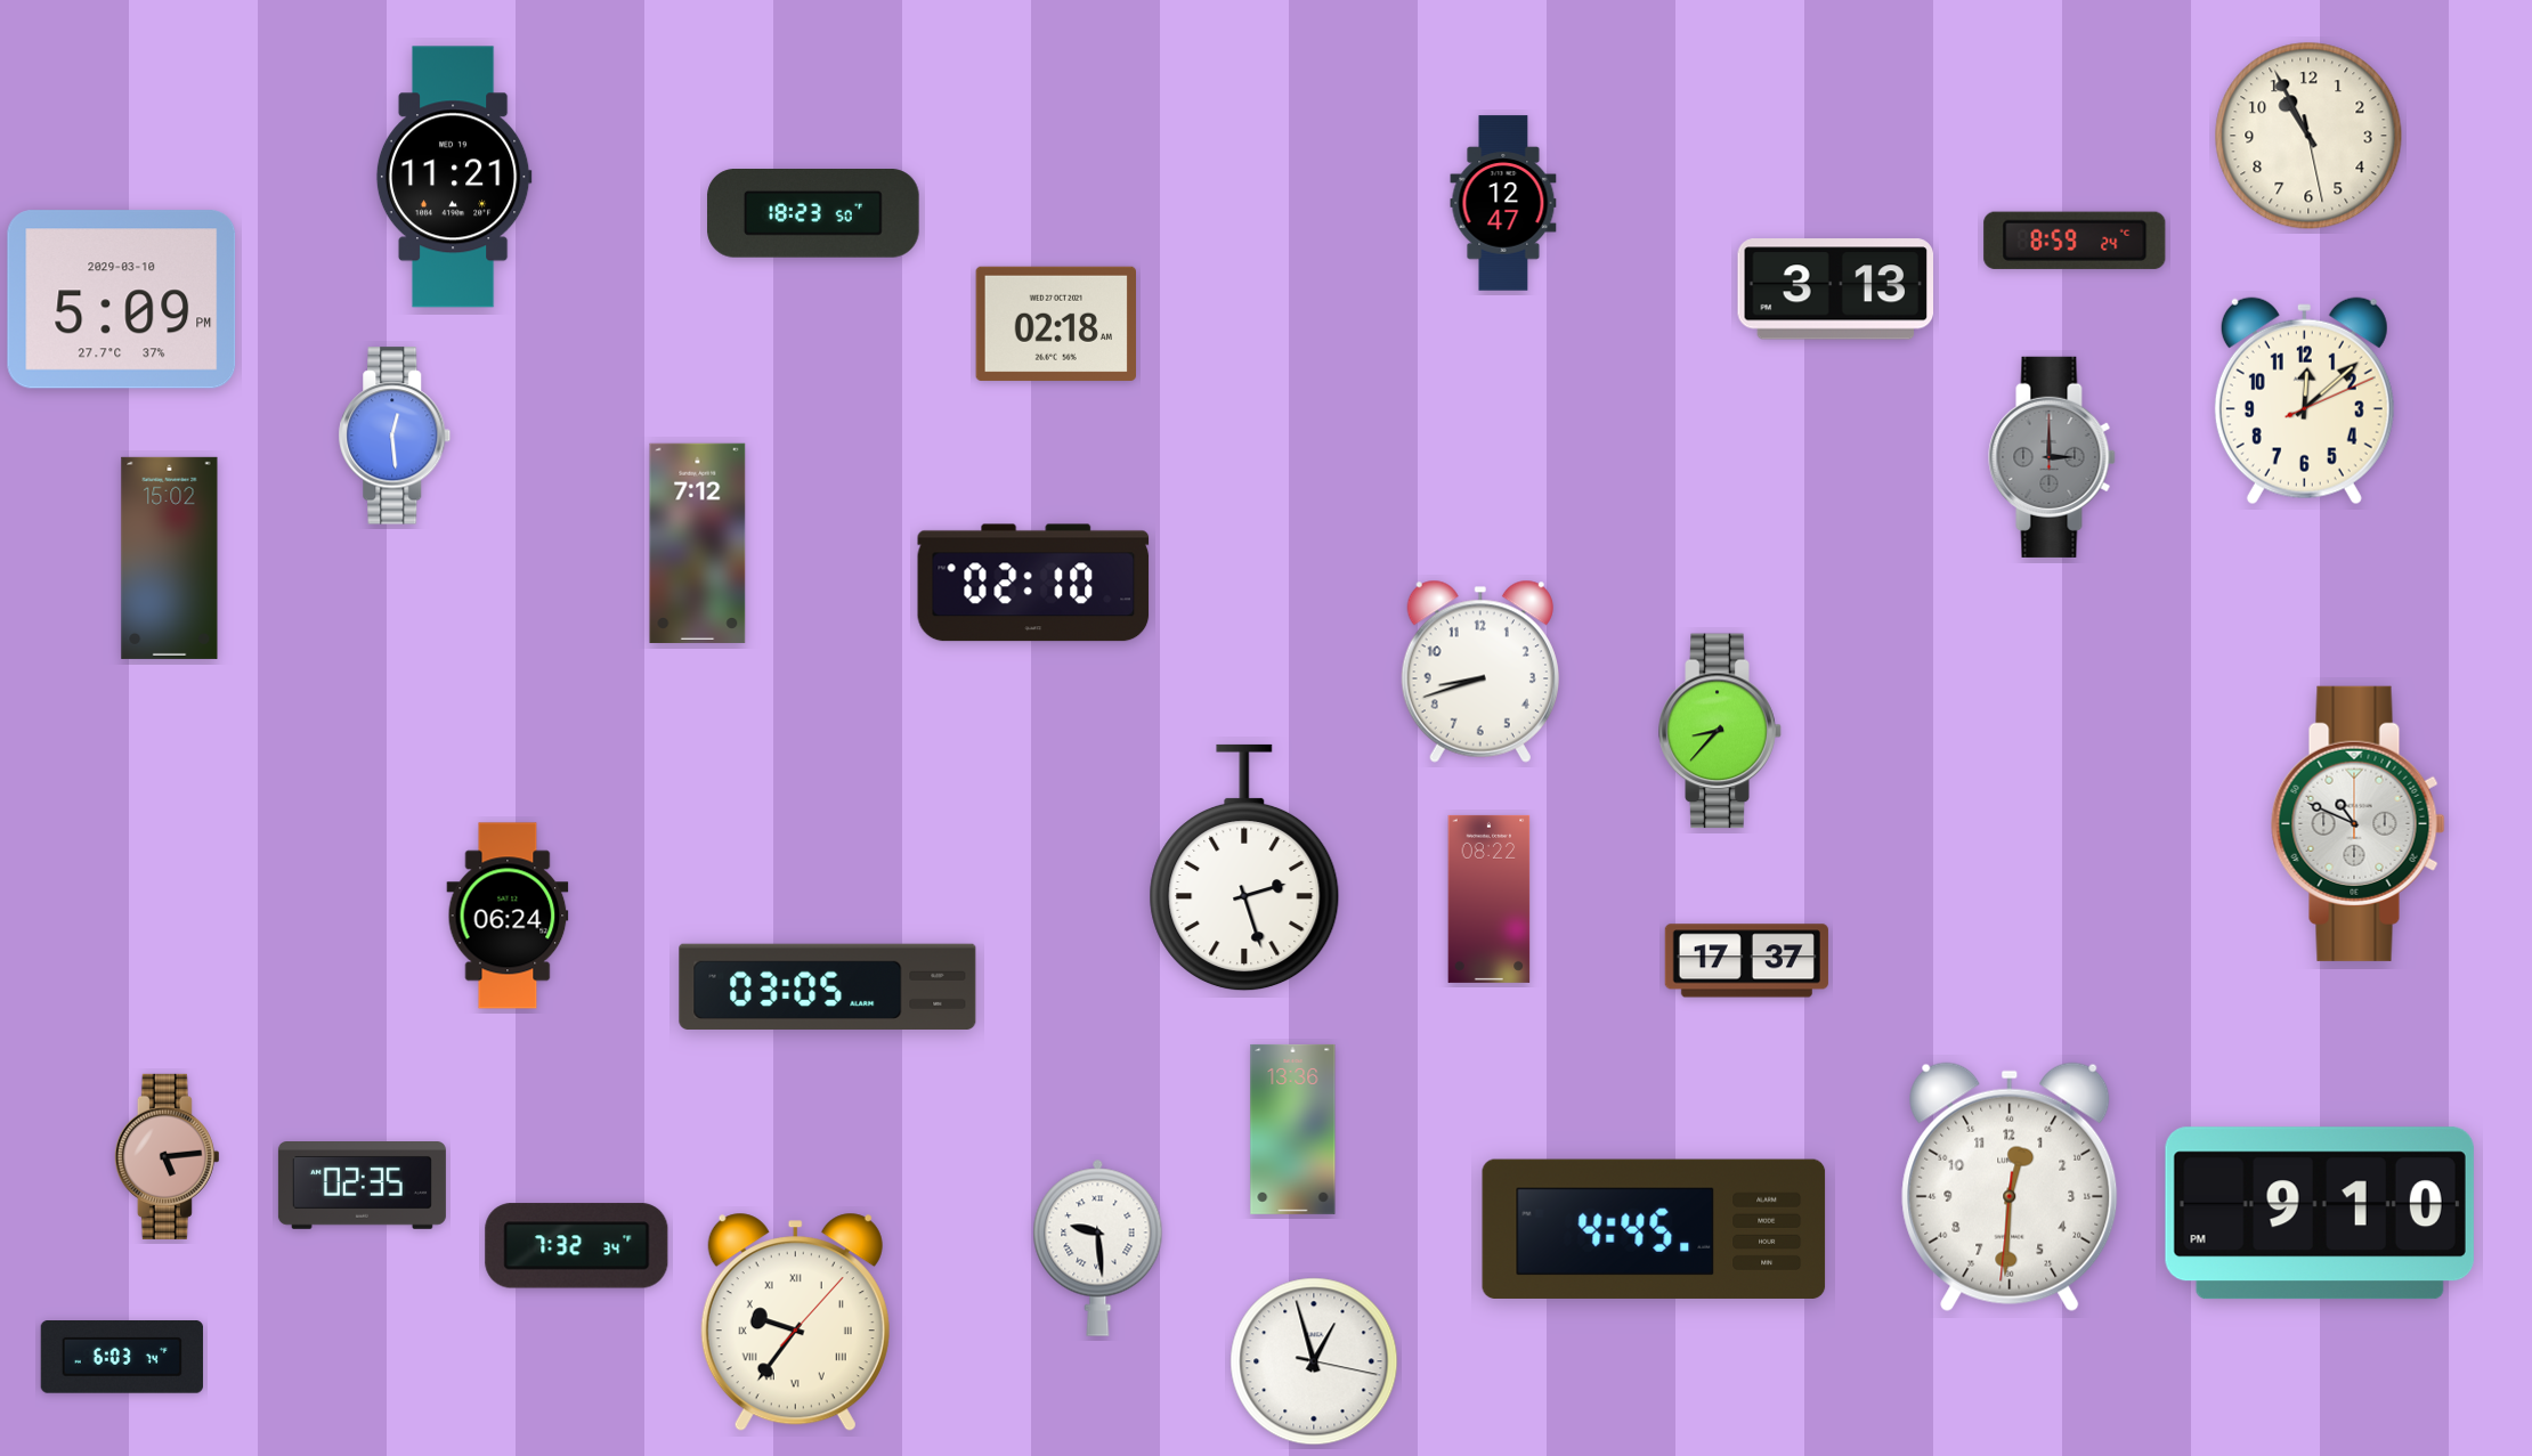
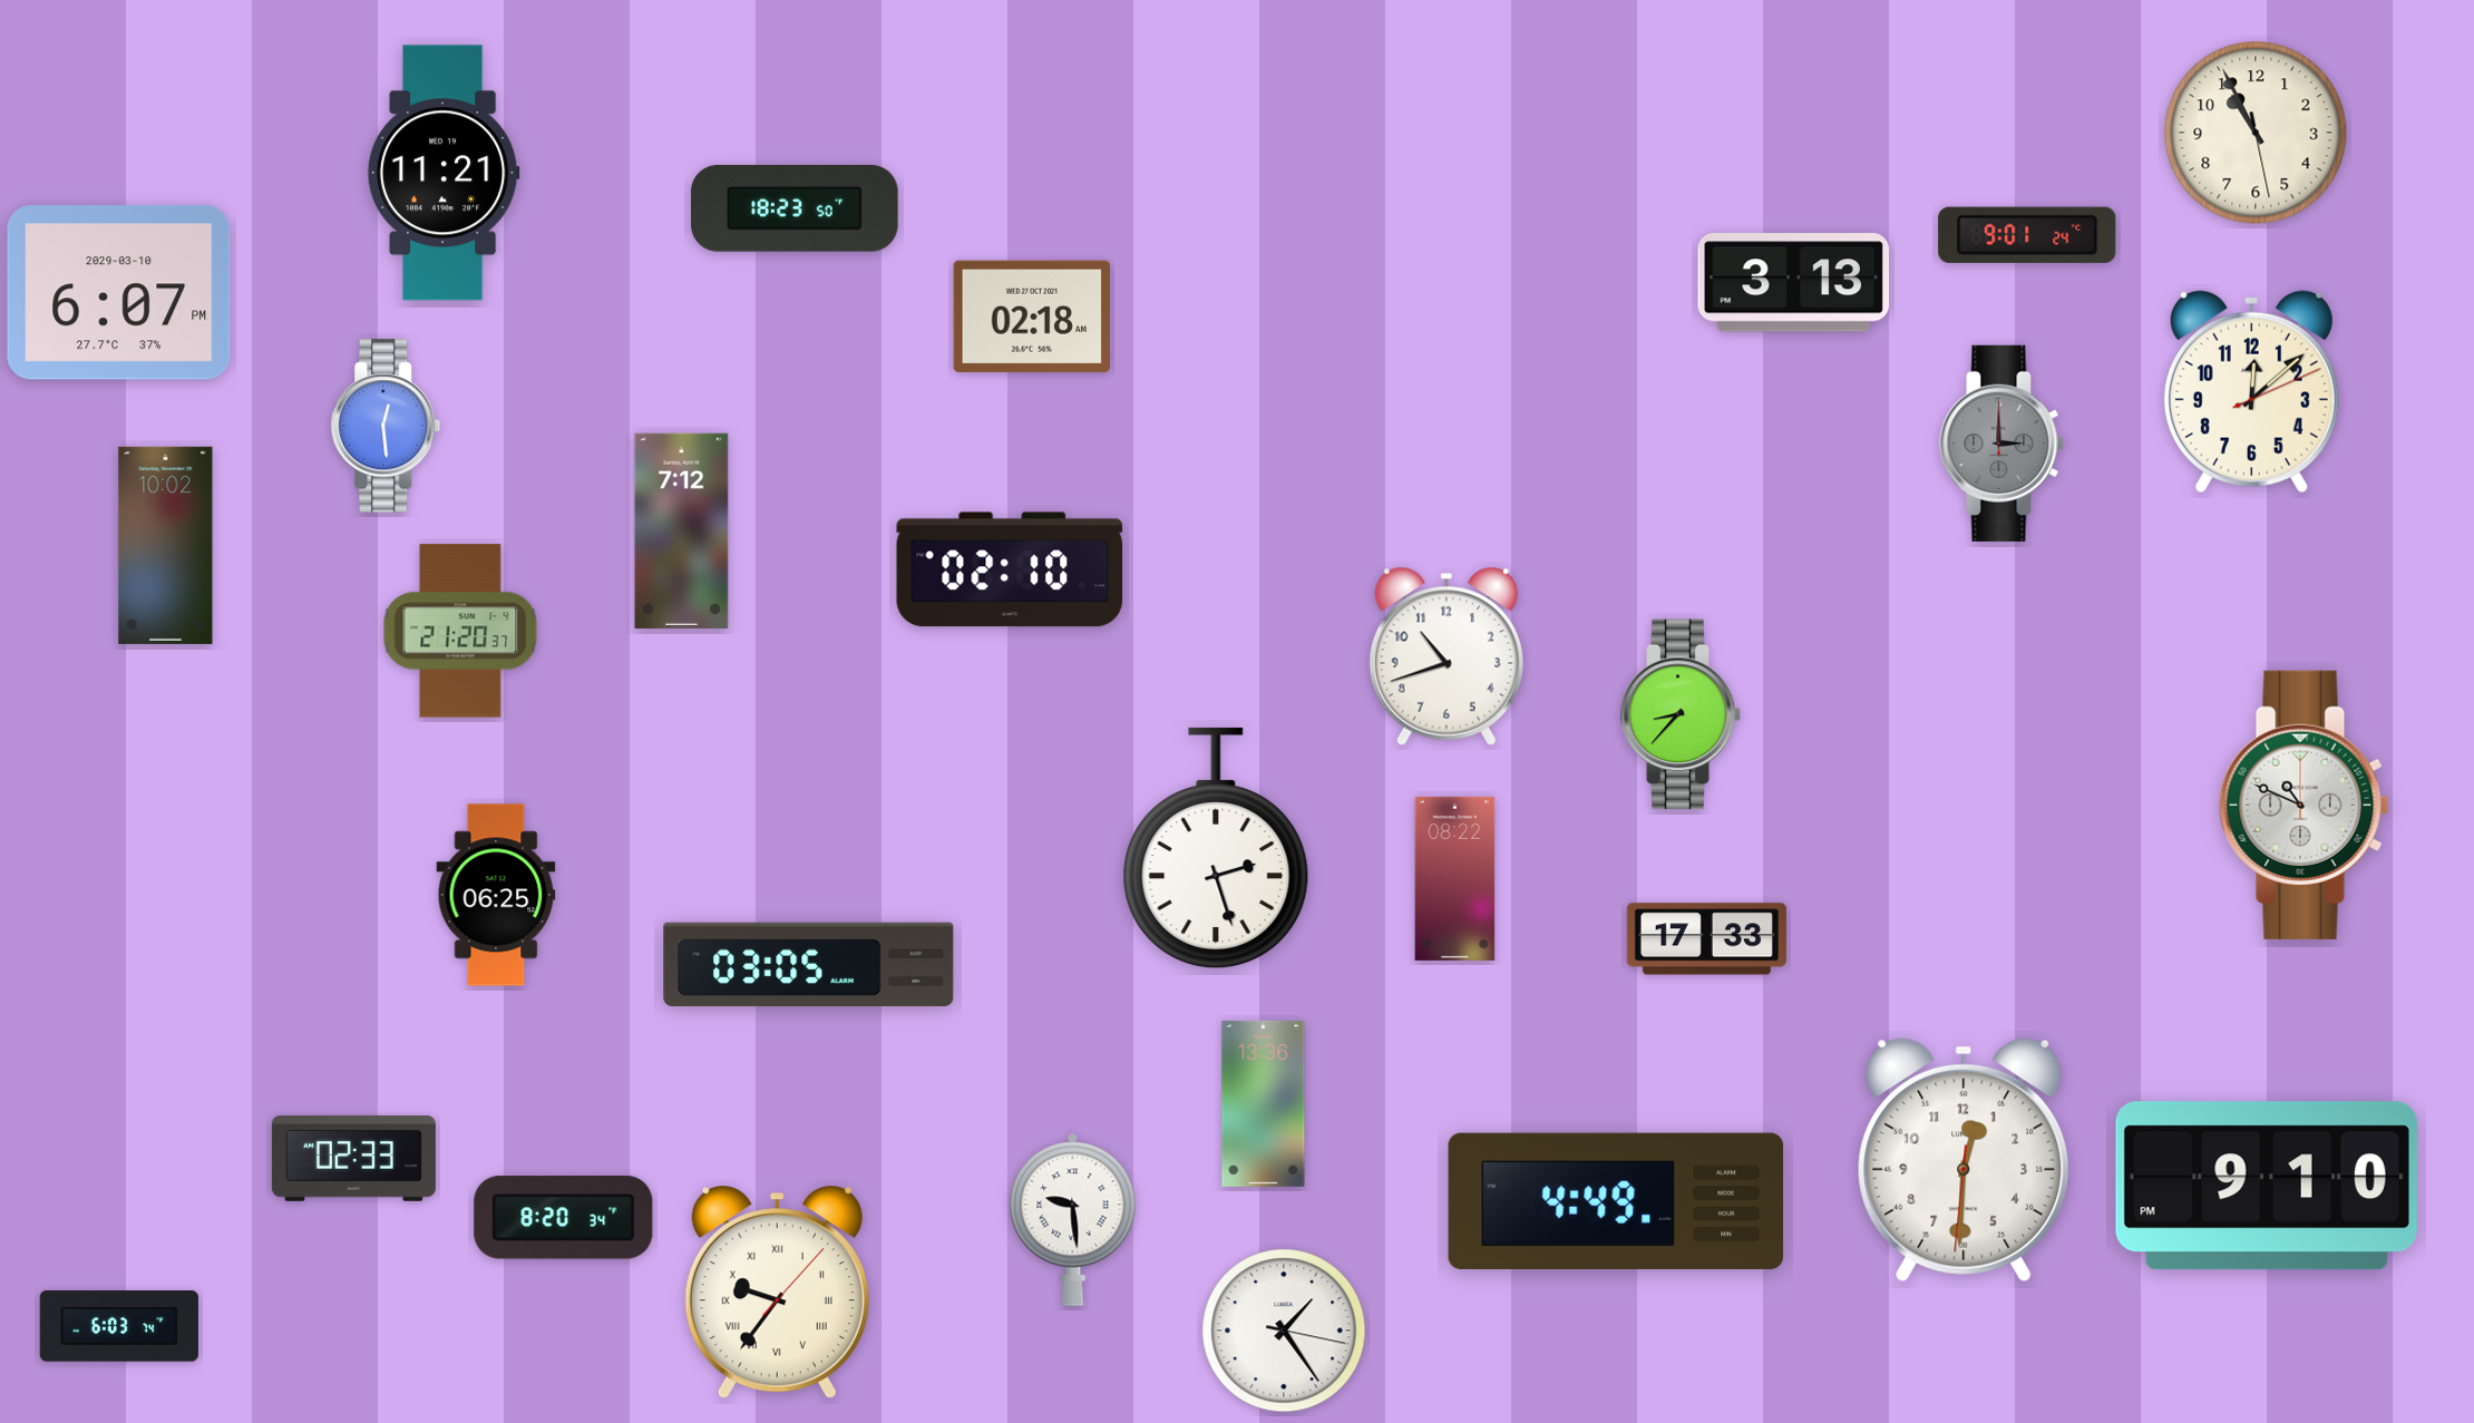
clock at (1503, 203): 12:47 -> none
clock at (2075, 241): 8:59 -> 9:01
clock at (122, 300): 5:09 -> 6:07
clock at (2052, 457) position: (2052, 457) -> (2001, 444)
clock at (170, 558): 15:02 -> 10:02
clock at (460, 631): none -> 21:20
clock at (1480, 672): 8:42 -> 10:42
clock at (508, 916): 06:24 -> 06:25
clock at (1746, 961): 17:37 -> 17:33
clock at (167, 1156): 5:14 -> none
clock at (362, 1186): 02:35 -> 02:33
clock at (1654, 1229): 4:45 -> 4:49
clock at (577, 1246): 7:32 -> 8:20
clock at (1314, 1361): 12:57 -> 1:24
